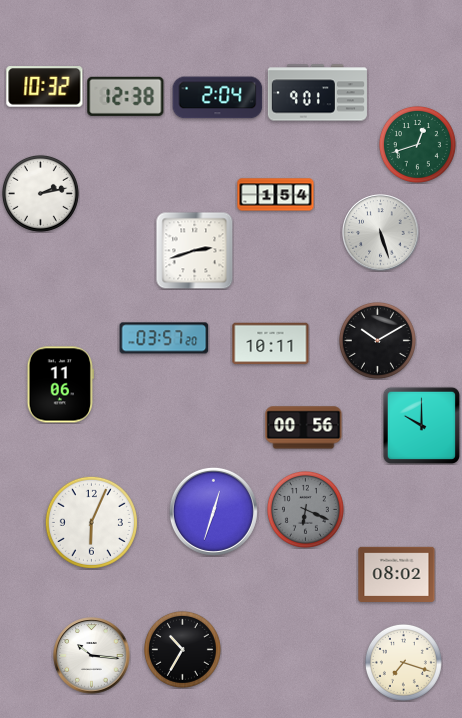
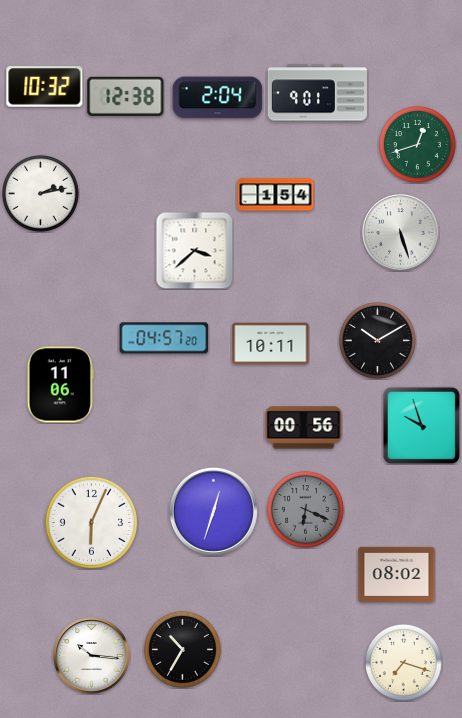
clock at (381, 233) position: (381, 233) -> (401, 233)
clock at (194, 250): 2:42 -> 3:38
clock at (164, 338): 03:57 -> 04:57
clock at (421, 425): 10:00 -> 9:57
